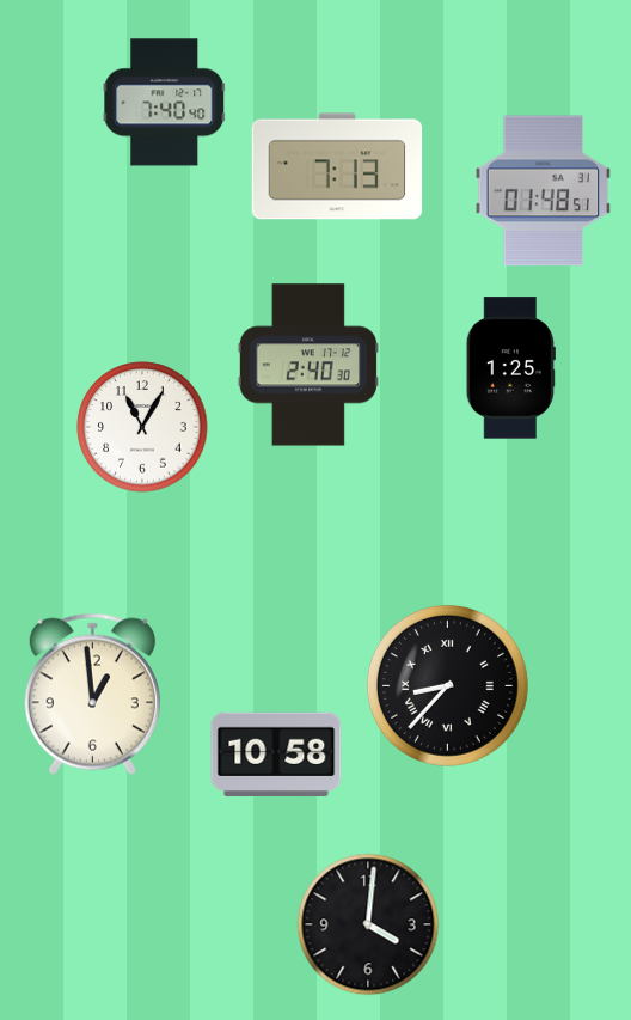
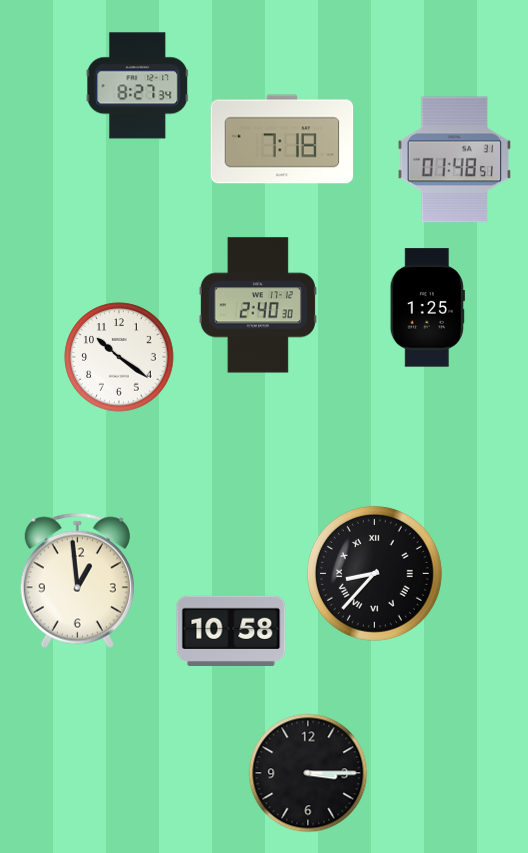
clock at (165, 103): 7:40 -> 8:27
clock at (337, 166): 7:13 -> 7:18
clock at (142, 427): 11:05 -> 10:21
clock at (368, 924): 4:01 -> 3:15
